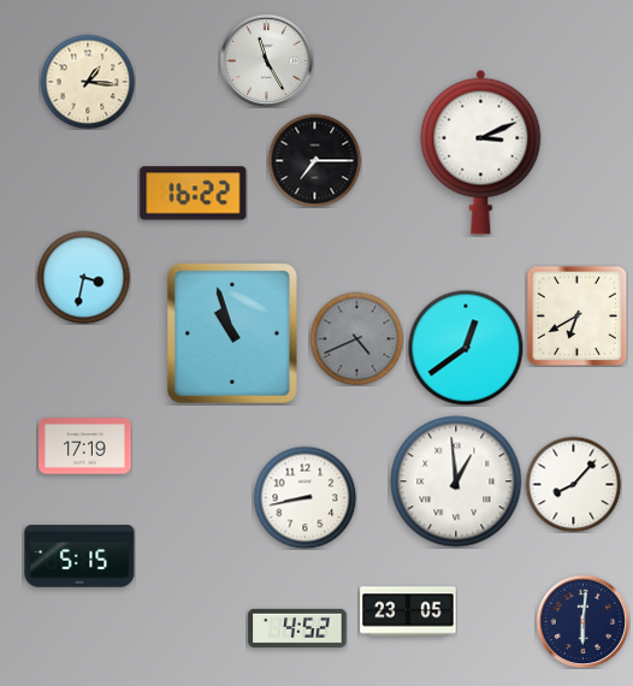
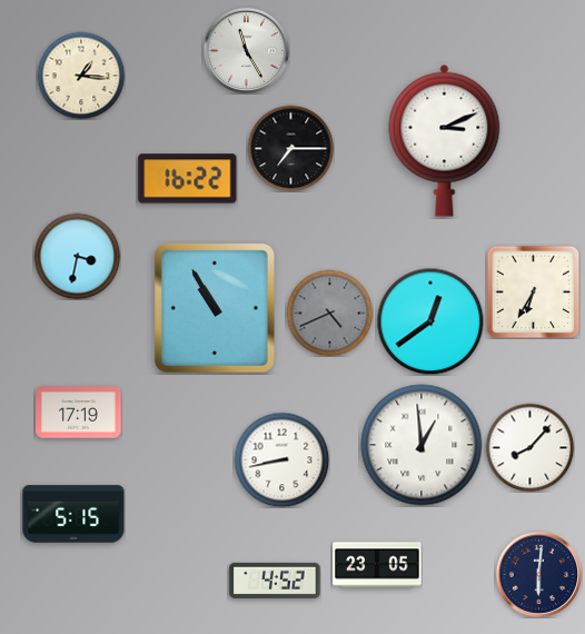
clock at (266, 60) position: (266, 60) -> (246, 50)
clock at (194, 194) position: (194, 194) -> (188, 179)
clock at (576, 315): 6:40 -> 6:35
clock at (232, 335): 10:57 -> 10:55
